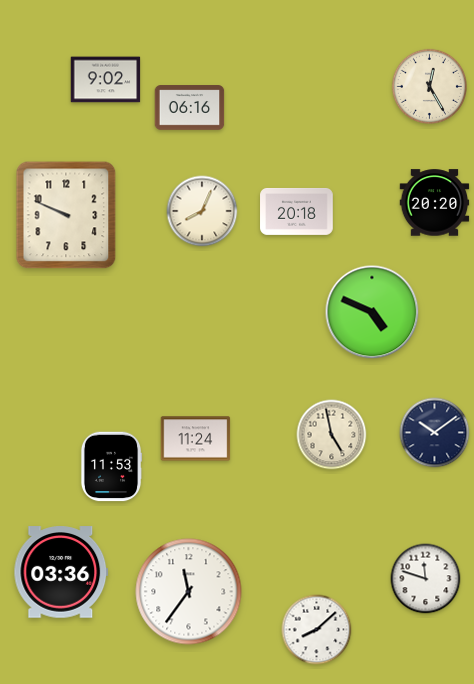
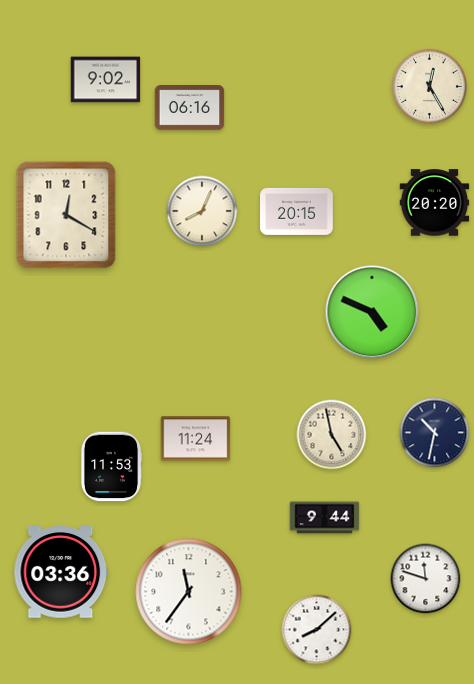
clock at (297, 211): 20:18 -> 20:15
clock at (66, 215): 9:49 -> 12:20
clock at (435, 433): 10:09 -> 10:32
clock at (325, 518): none -> 9:44
